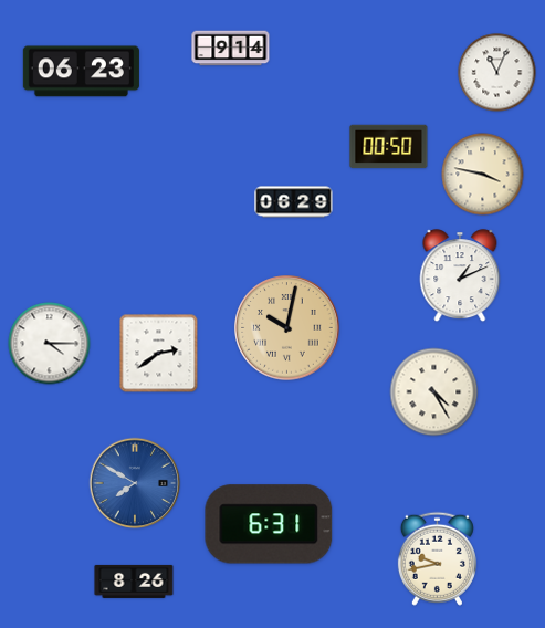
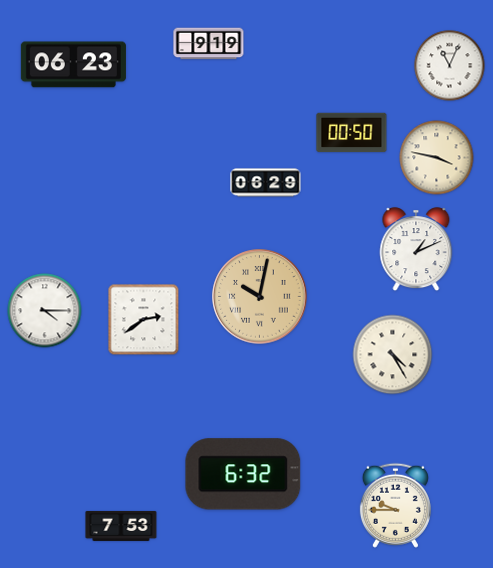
clock at (231, 49): 9:14 -> 9:19
clock at (135, 483): 7:50 -> none
clock at (269, 524): 6:31 -> 6:32
clock at (437, 558): 9:43 -> 9:45
clock at (134, 582): 8:26 -> 7:53
